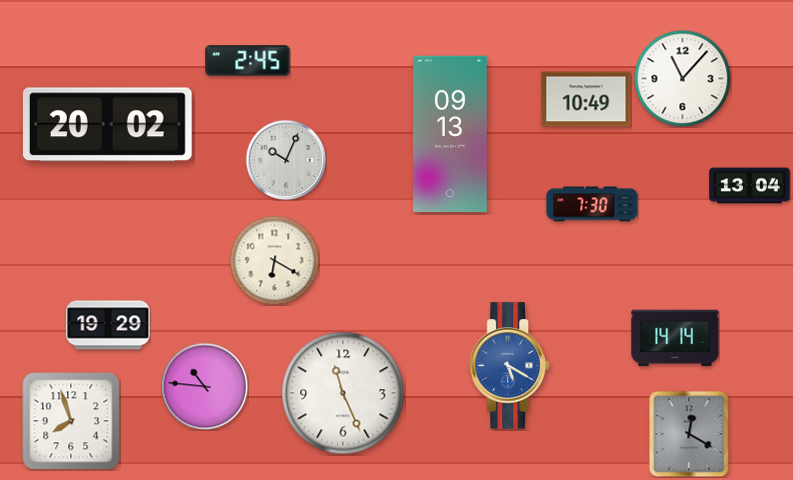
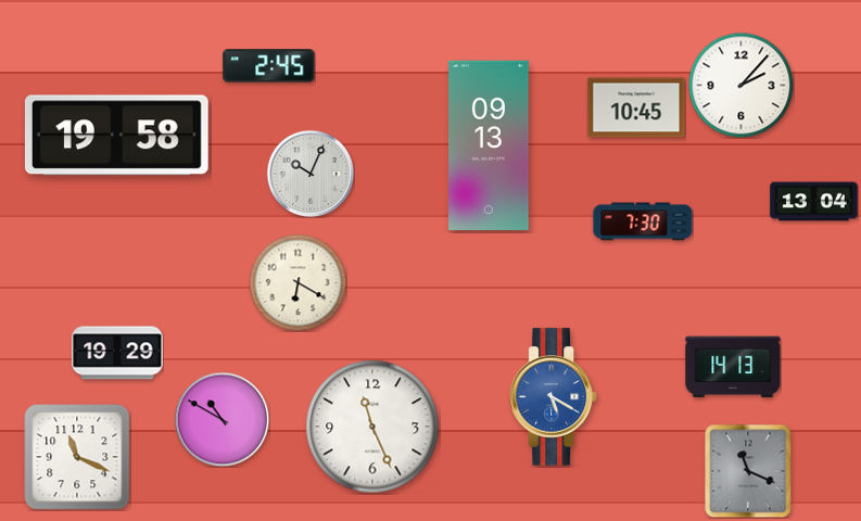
clock at (682, 78): 11:07 -> 2:07
clock at (586, 99): 10:49 -> 10:45
clock at (107, 125): 20:02 -> 19:58
clock at (675, 338): 14:14 -> 14:13
clock at (204, 386): 10:46 -> 10:50
clock at (71, 421): 7:57 -> 11:19
clock at (689, 434): 12:20 -> 11:19
